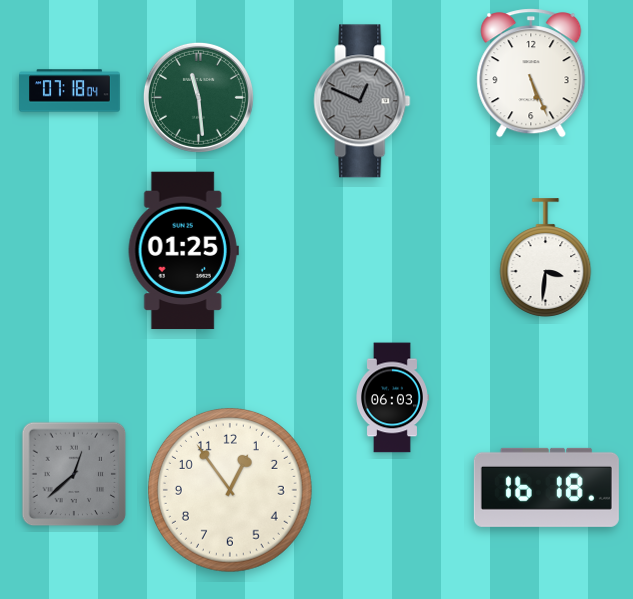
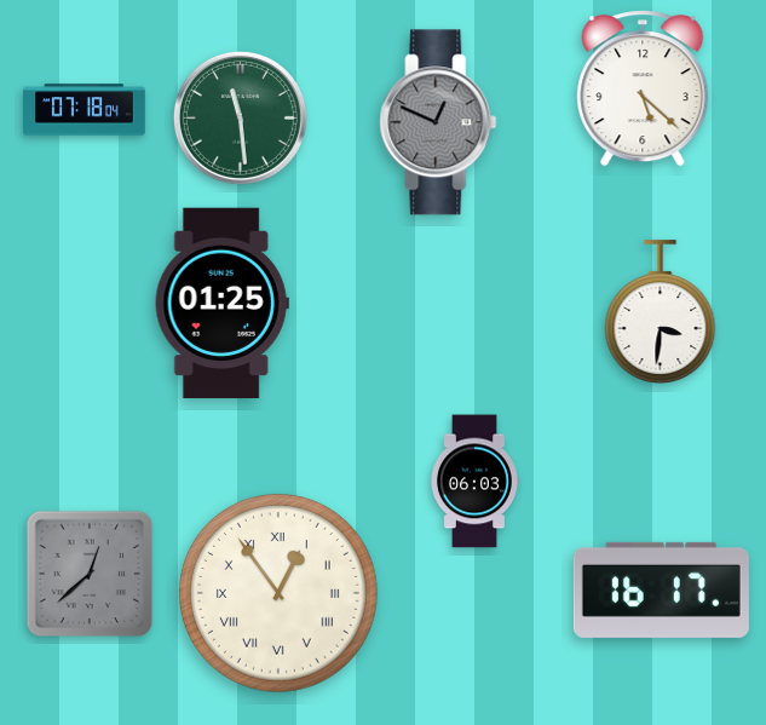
clock at (531, 73): 5:26 -> 5:22
clock at (546, 487): 16:18 -> 16:17
clock at (230, 490) numerals: Arabic -> Roman
